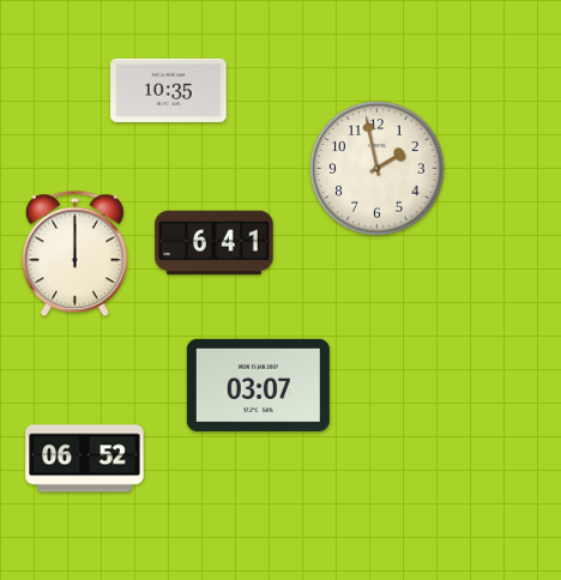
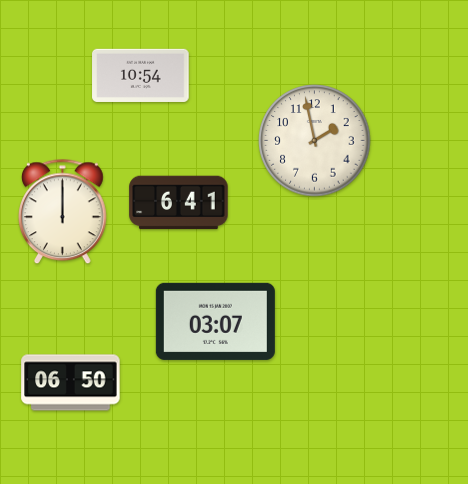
clock at (169, 90): 10:35 -> 10:54
clock at (85, 459): 06:52 -> 06:50
